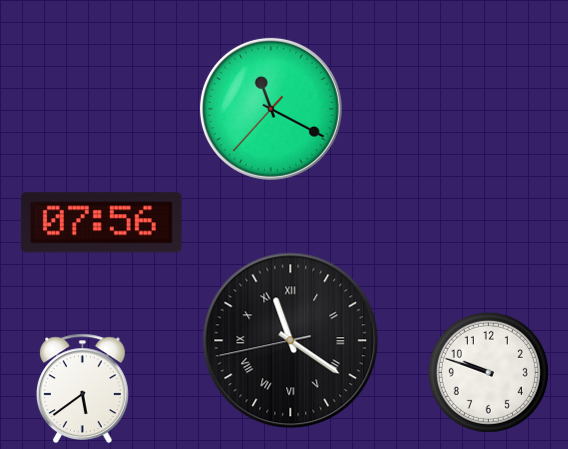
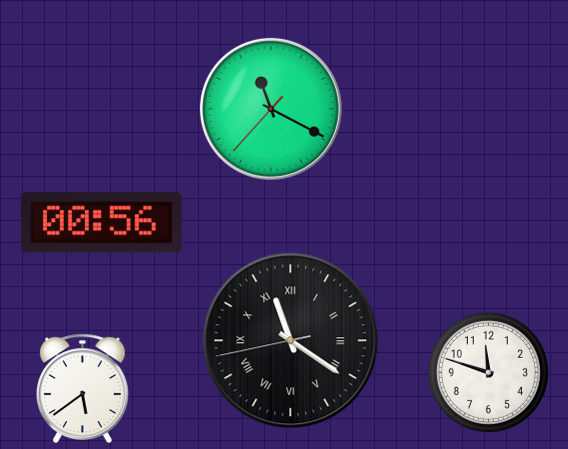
clock at (102, 223): 07:56 -> 00:56
clock at (488, 372): 9:48 -> 11:48
